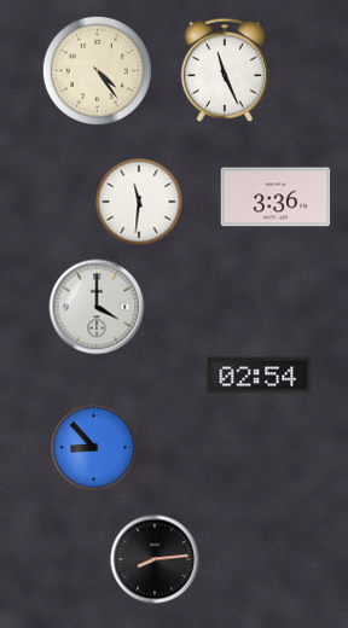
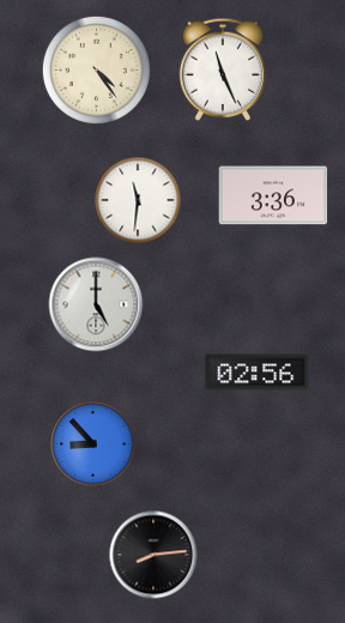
clock at (97, 307): 4:00 -> 5:00
clock at (260, 376): 02:54 -> 02:56
